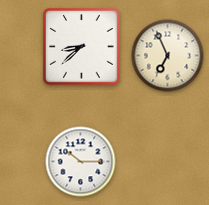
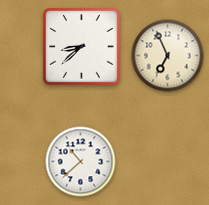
clock at (81, 162): 10:15 -> 10:38
